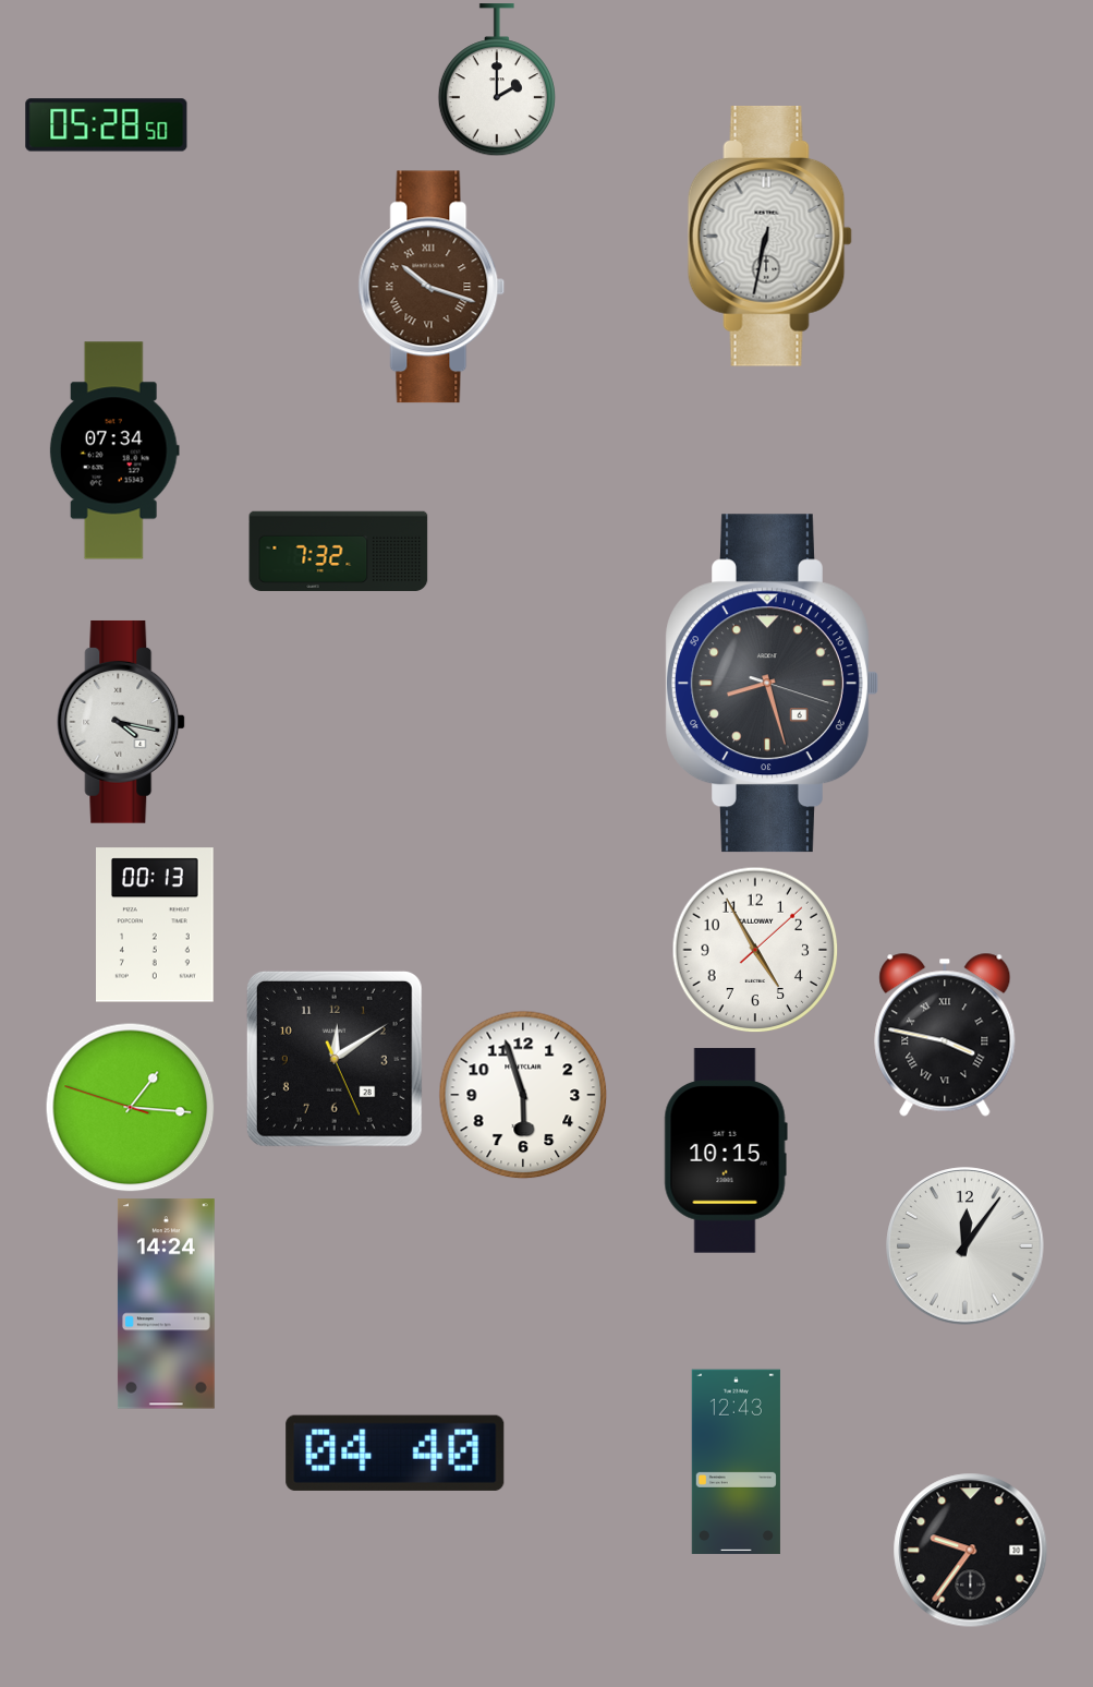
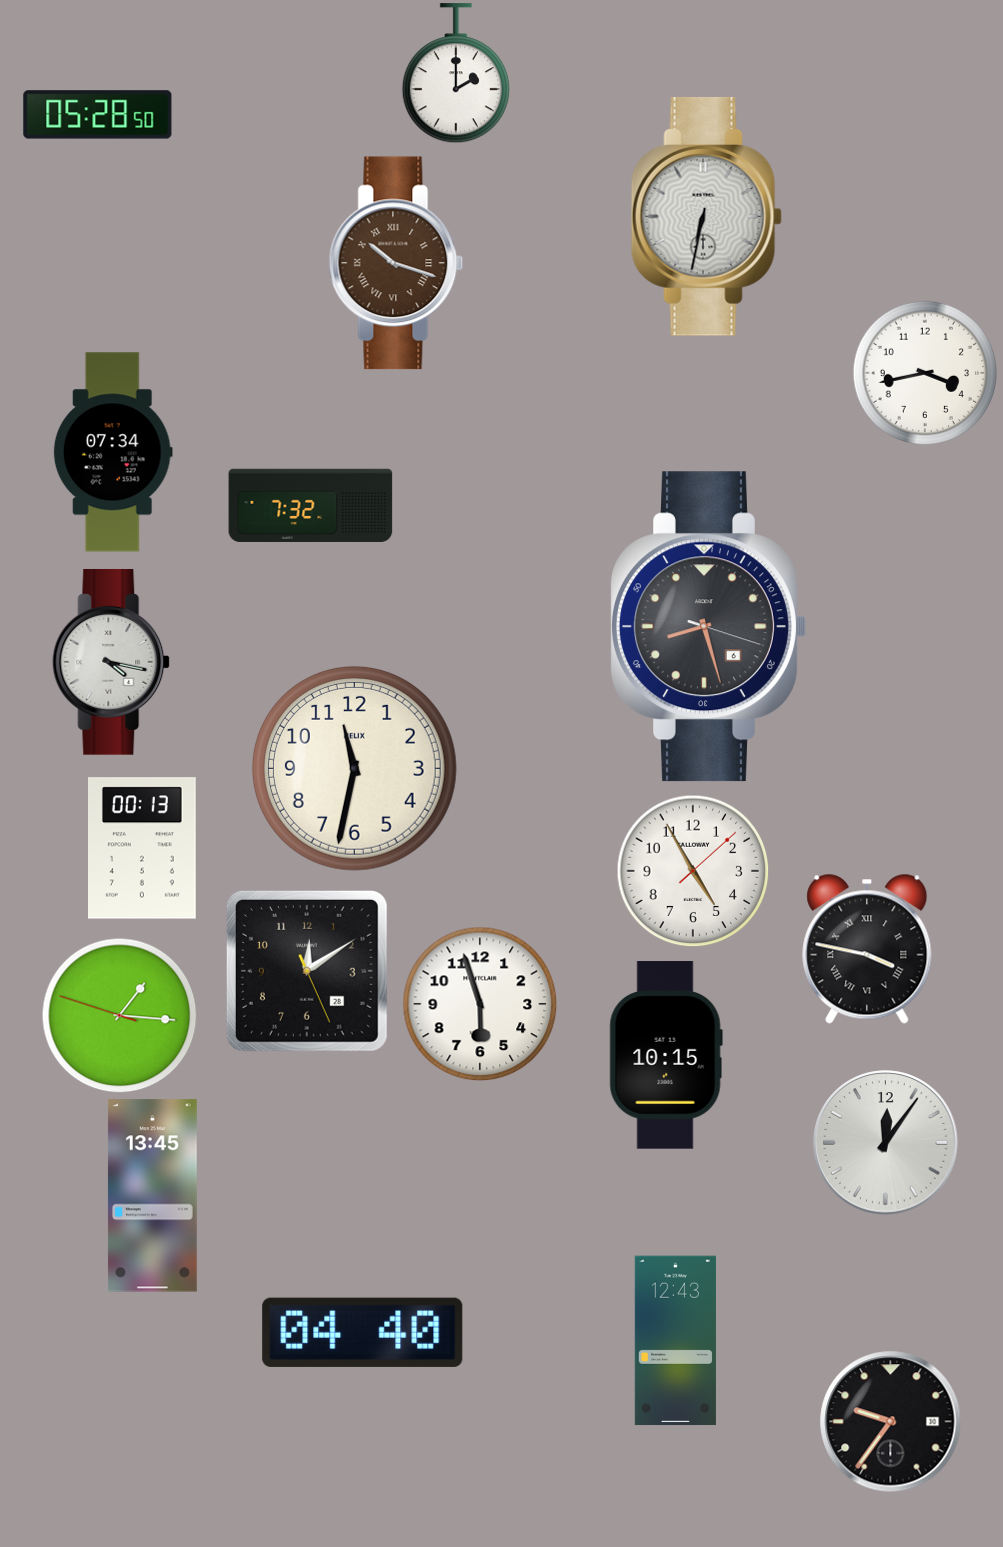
clock at (924, 372): none -> 3:43
clock at (114, 450) position: (114, 450) -> (113, 452)
clock at (354, 768): none -> 11:32
clock at (166, 1304): 14:24 -> 13:45
